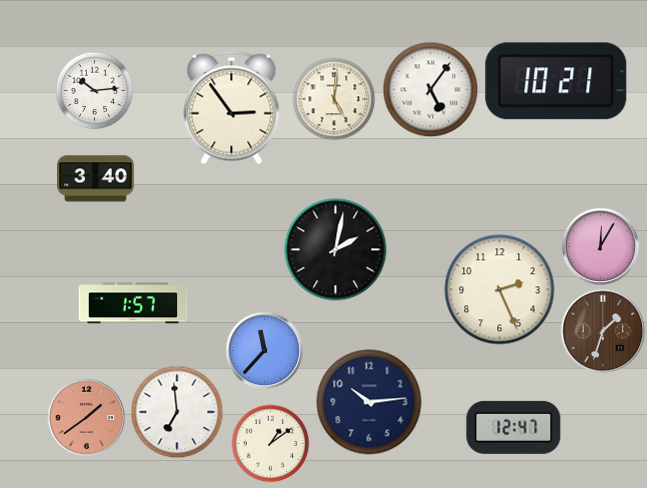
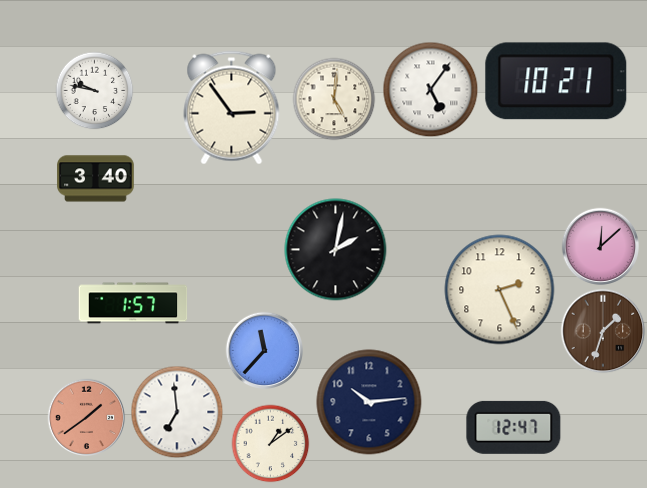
clock at (94, 90): 10:14 -> 9:47
clock at (600, 246): 12:05 -> 12:08
